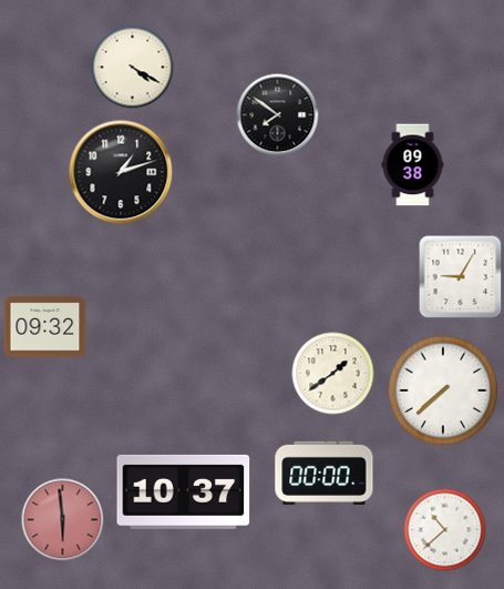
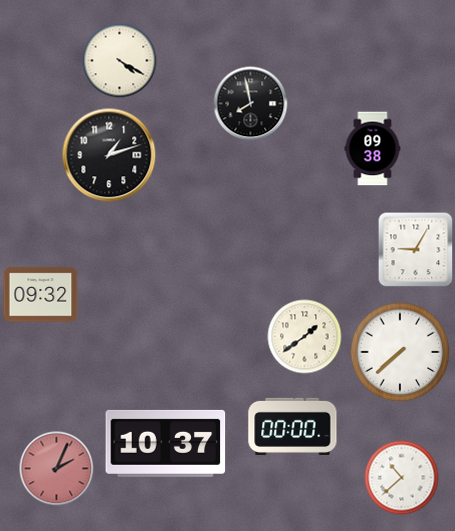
clock at (278, 115): 7:51 -> 7:58
clock at (333, 374) position: (333, 374) -> (305, 337)
clock at (63, 520): 5:59 -> 2:04
